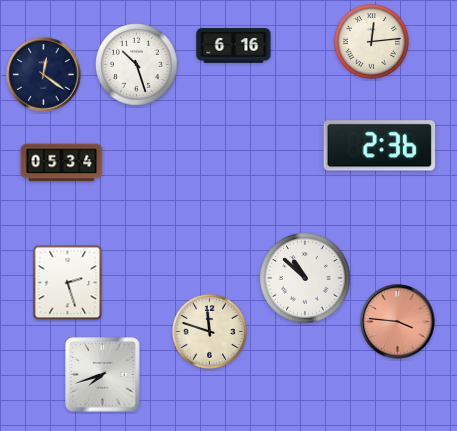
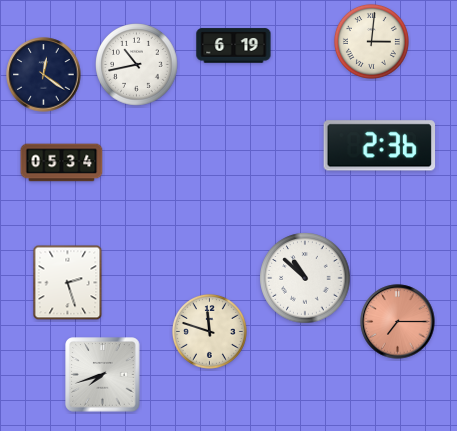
clock at (371, 41): 12:14 -> 3:01
clock at (234, 46): 6:16 -> 6:19
clock at (137, 65): 10:27 -> 10:43
clock at (398, 322): 3:46 -> 7:15
